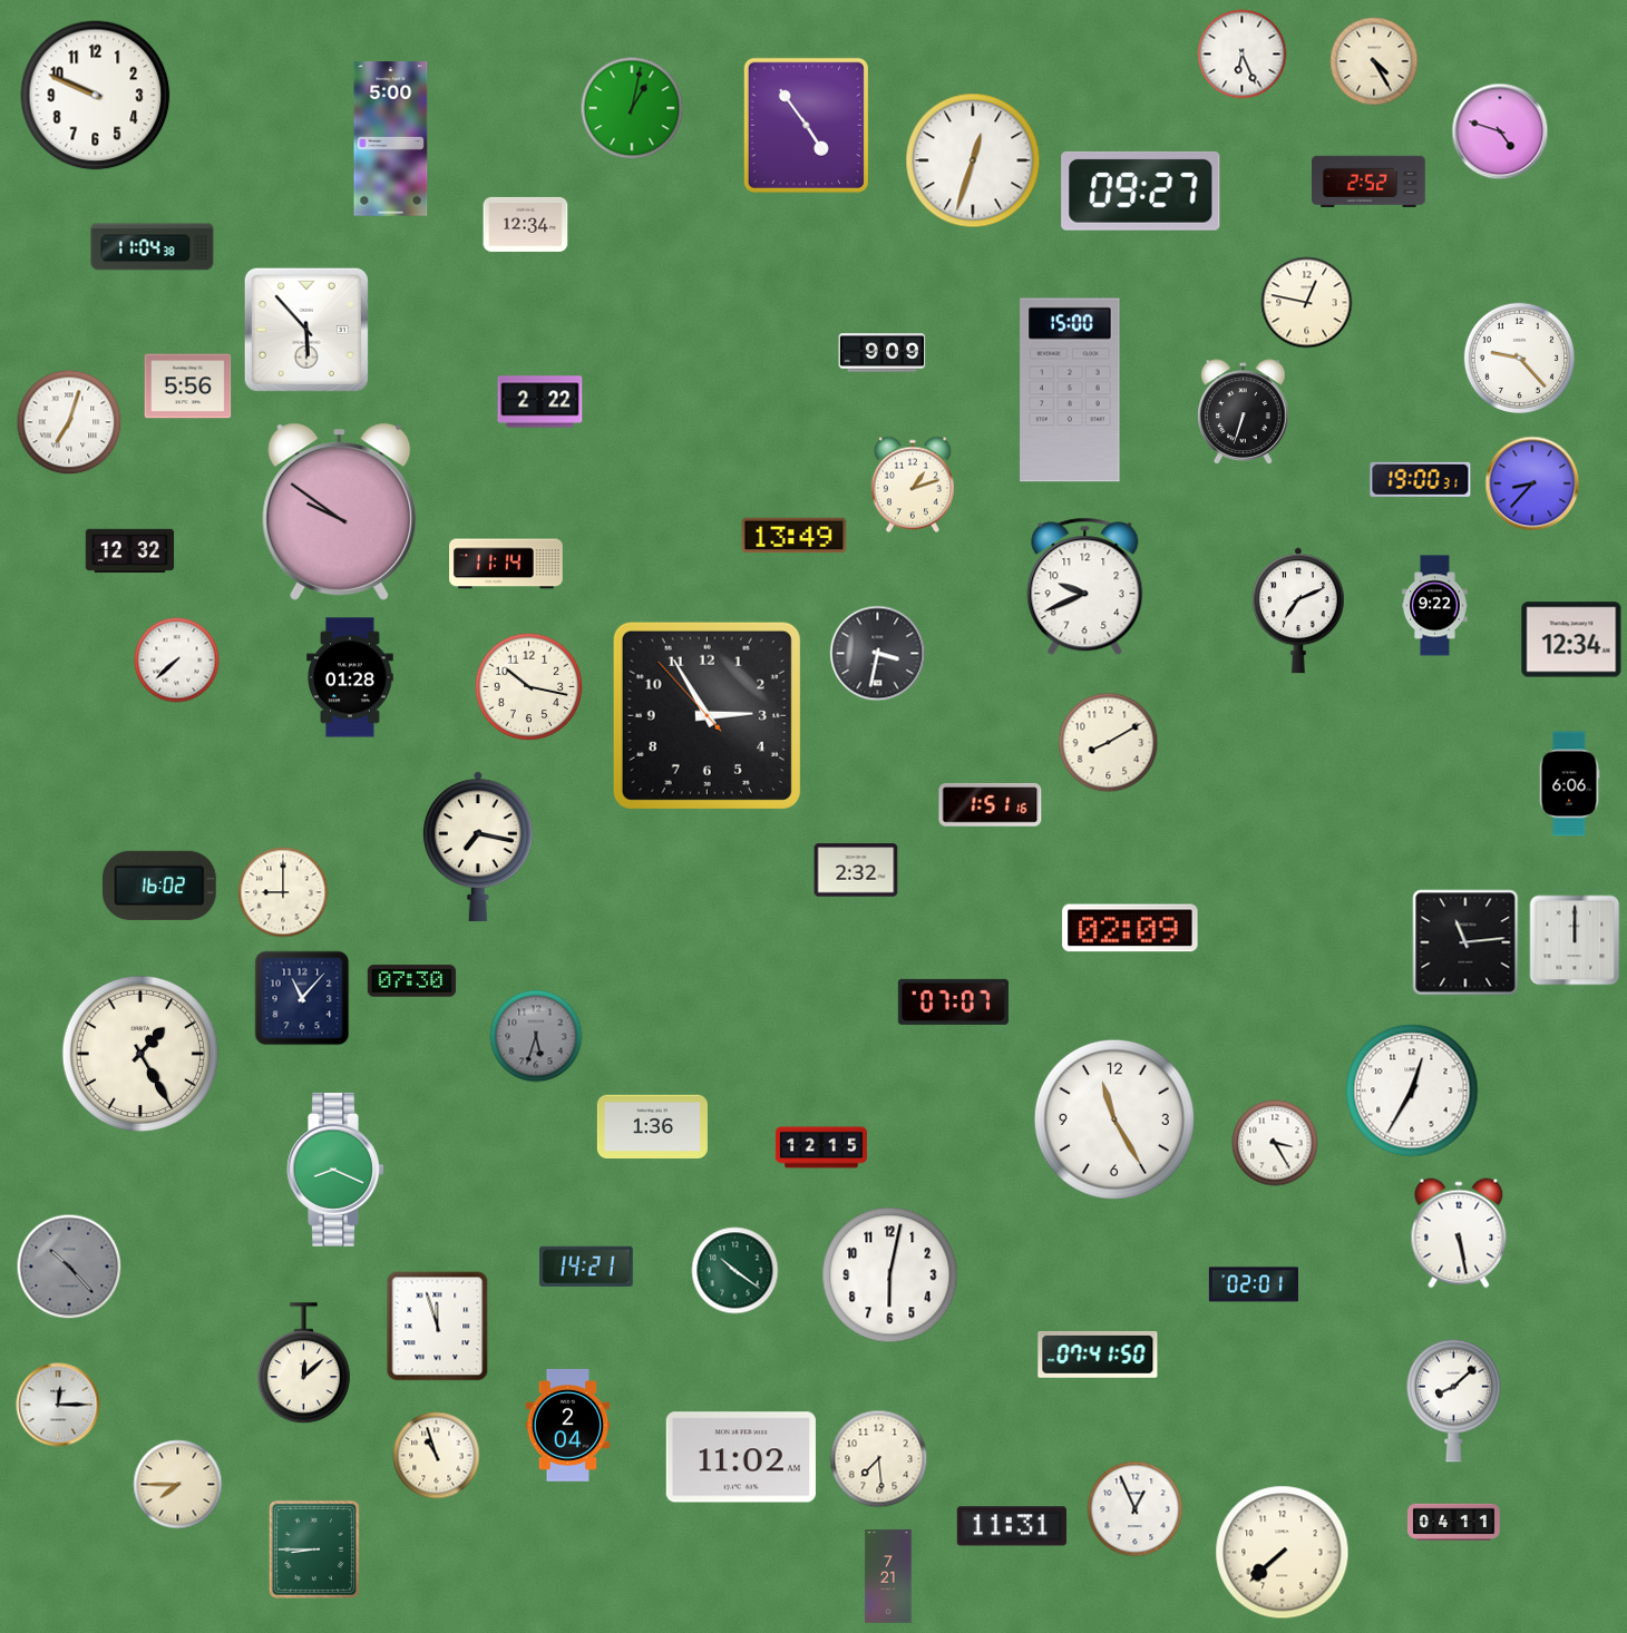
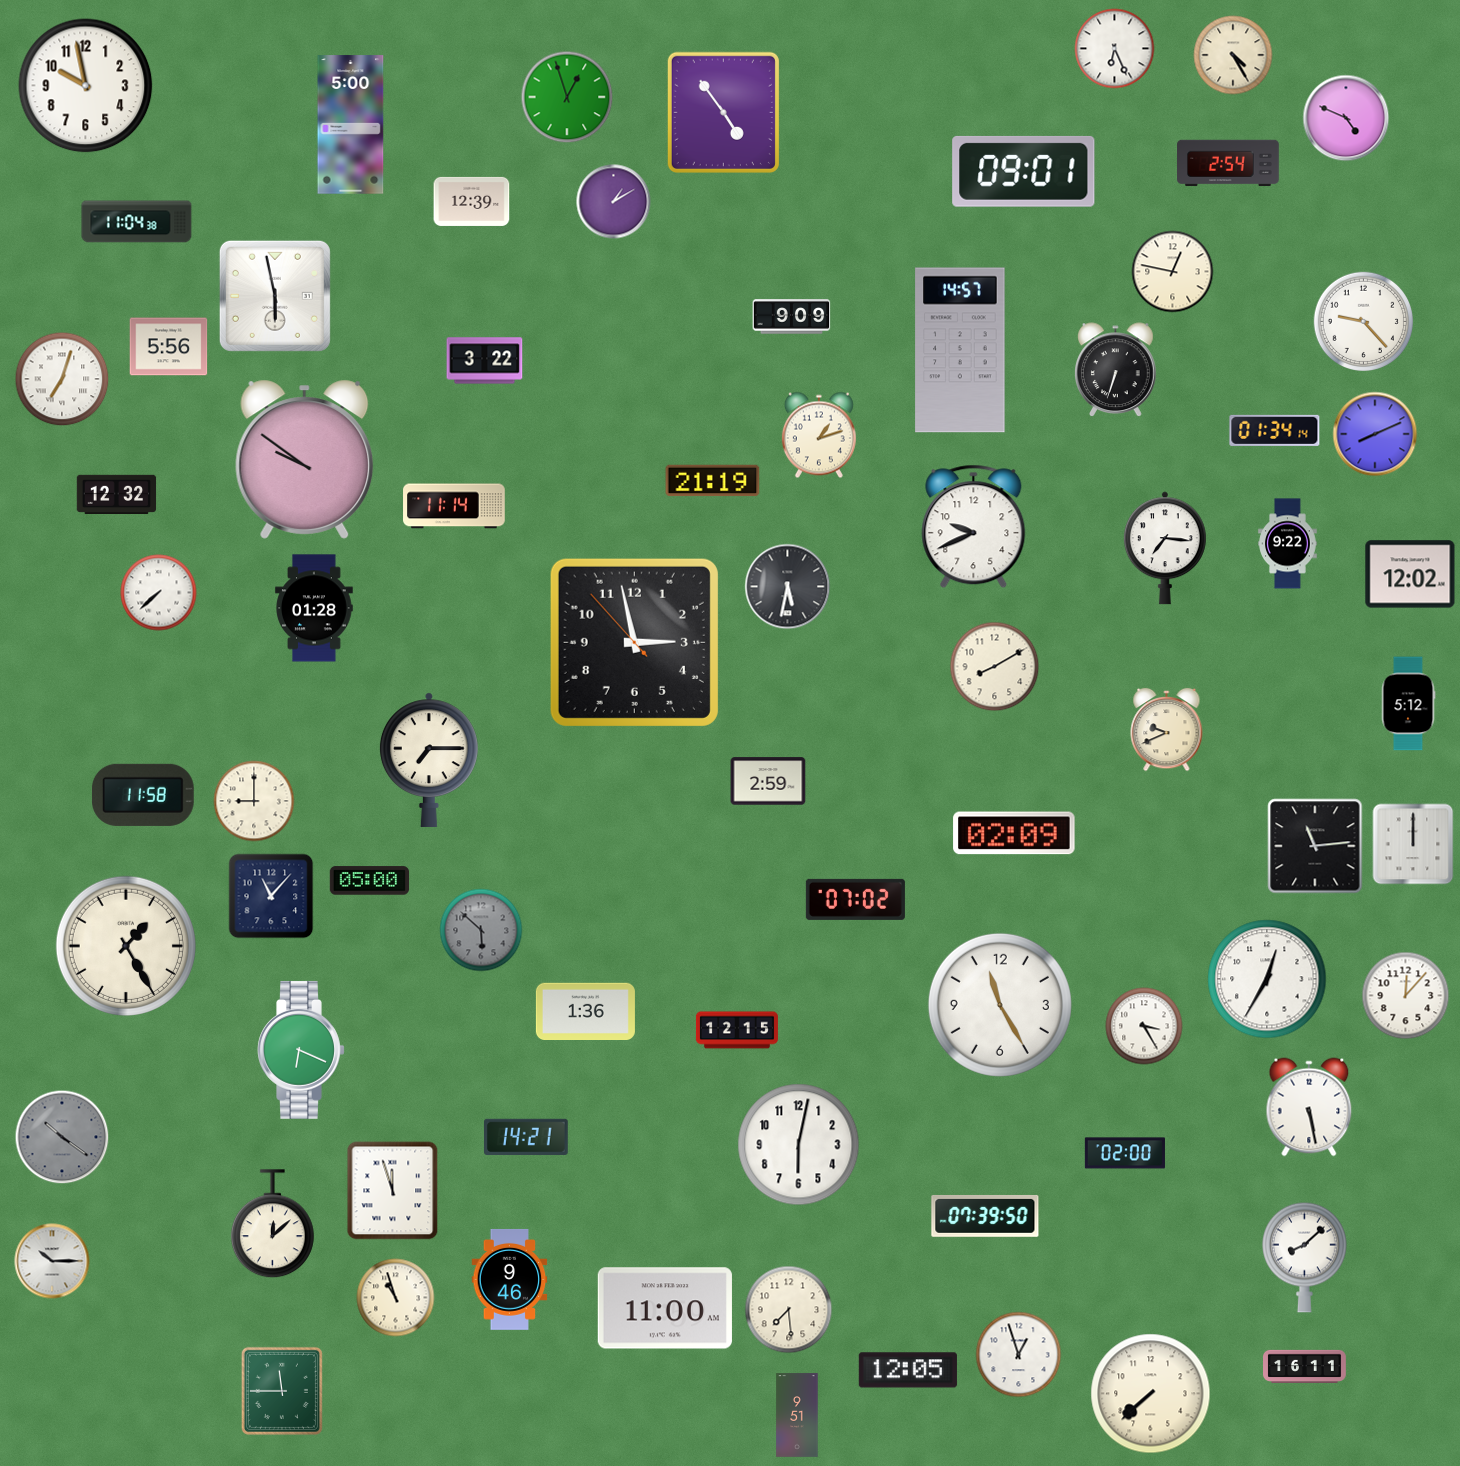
clock at (96, 96): 9:49 -> 9:58
clock at (632, 108): 1:02 -> 12:57
clock at (1500, 131): 4:48 -> 4:49
clock at (973, 160): 12:33 -> none
clock at (1368, 182): 2:52 -> 2:54
clock at (1141, 190): 09:27 -> 09:01
clock at (526, 224): 12:34 -> 12:39
clock at (614, 202): none -> 1:10
clock at (306, 330): 5:53 -> 5:58
clock at (1070, 390): 15:00 -> 14:57
clock at (540, 402): 2:22 -> 3:22
clock at (1421, 479): 19:00 -> 01:34
clock at (1532, 483): 8:37 -> 8:11
clock at (795, 536): 13:49 -> 21:19
clock at (1298, 610): 7:11 -> 7:16
clock at (1571, 639): 12:34 -> 12:02
clock at (878, 654): 3:32 -> 5:32
clock at (529, 687): 10:17 -> none
clock at (707, 715): 2:54 -> 2:57
clock at (1569, 784): 6:06 -> 5:12
clock at (991, 805): 1:51 -> none
clock at (1167, 730): none -> 9:41
clock at (478, 847): 7:17 -> 7:15
clock at (856, 870): 2:32 -> 2:59
clock at (159, 886): 16:02 -> 11:58
clock at (412, 981): 07:30 -> 05:00
clock at (953, 1001): 07:07 -> 07:02
clock at (536, 1036): 5:33 -> 5:52
clock at (1406, 996): none -> 12:07
clock at (335, 1170): 8:19 -> 6:19
clock at (69, 1267): 10:23 -> 10:21
clock at (735, 1271): 10:21 -> none
clock at (1254, 1284): 02:01 -> 02:00
clock at (1098, 1355): 07:41 -> 07:39
clock at (58, 1405): 12:15 -> 10:15
clock at (568, 1425): 2:04 -> 9:46
clock at (437, 1456) position: (437, 1456) -> (396, 1298)
clock at (741, 1457): 11:02 -> 11:00
clock at (178, 1485): 7:45 -> none
clock at (1136, 1509): 12:56 -> 12:57
clock at (1454, 1522): 04:11 -> 16:11
clock at (1012, 1526): 11:31 -> 12:05
clock at (314, 1549): 8:45 -> 11:45
clock at (888, 1576): 7:21 -> 9:51
